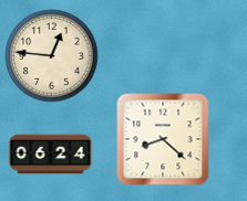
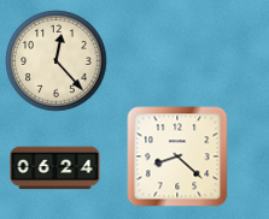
clock at (52, 56): 12:46 -> 12:23
clock at (163, 139) position: (163, 139) -> (177, 156)
